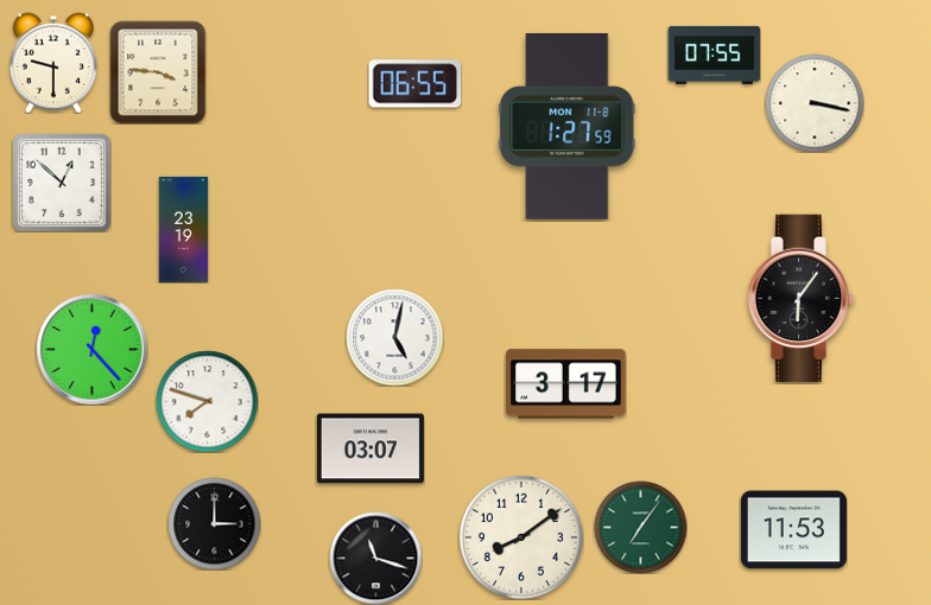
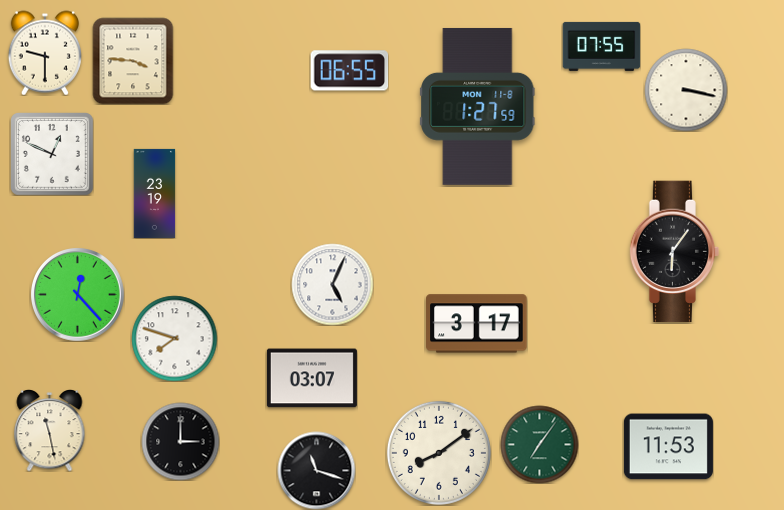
clock at (815, 103) position: (815, 103) -> (686, 90)
clock at (62, 183): 12:52 -> 12:49
clock at (394, 337): 5:02 -> 5:04
clock at (50, 431): none -> 11:28
